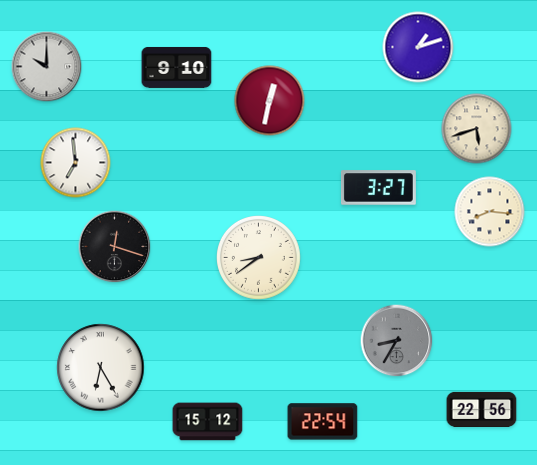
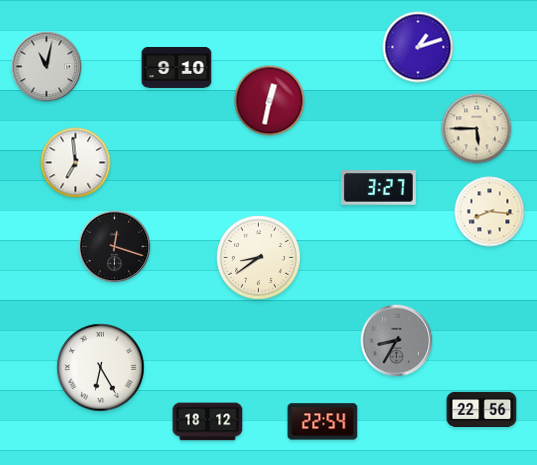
clock at (47, 67): 10:00 -> 11:02
clock at (477, 129): 5:42 -> 5:45
clock at (208, 422): 15:12 -> 18:12
